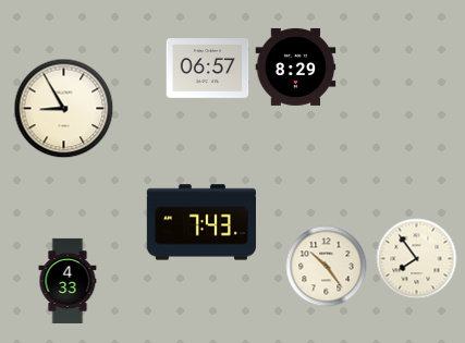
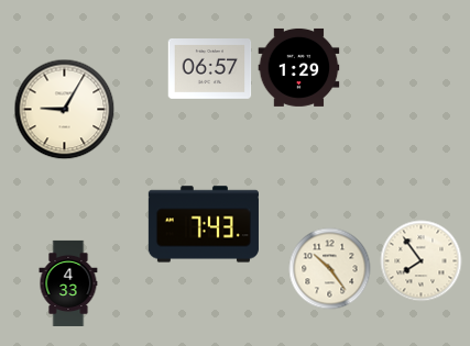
clock at (296, 66): 8:29 -> 1:29
clock at (64, 109): 8:55 -> 9:05
